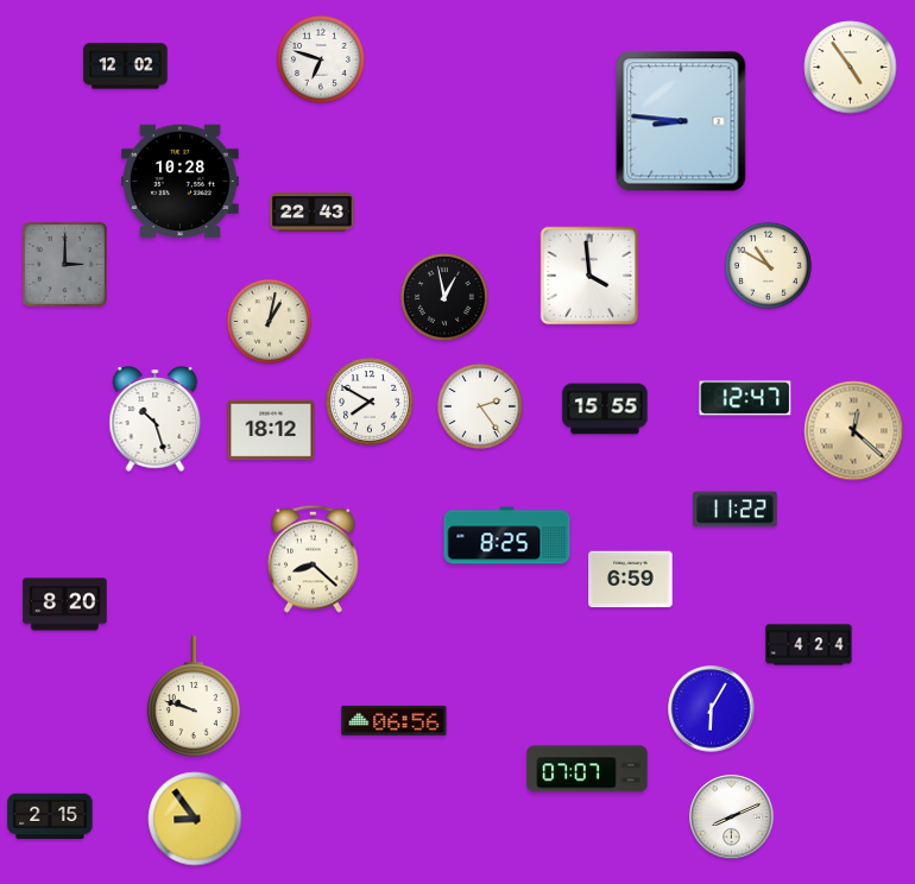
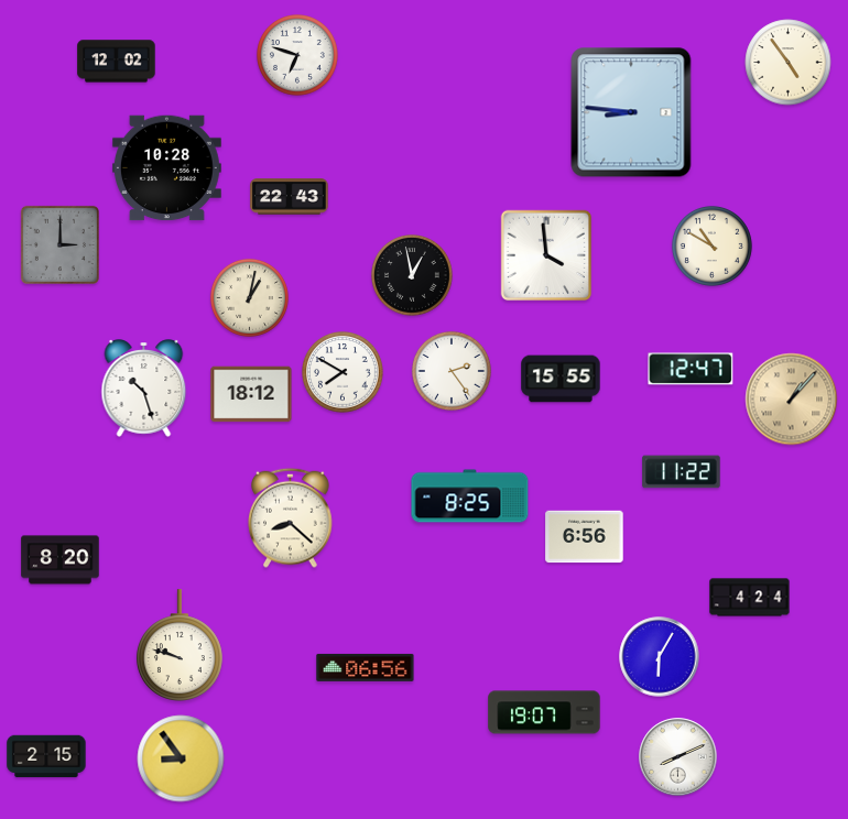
clock at (480, 406) position: (480, 406) -> (452, 371)
clock at (271, 430) position: (271, 430) -> (251, 394)
clock at (854, 431): 12:22 -> 1:07
clock at (631, 580): 6:59 -> 6:56
clock at (587, 769): 07:07 -> 19:07
